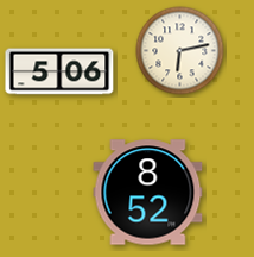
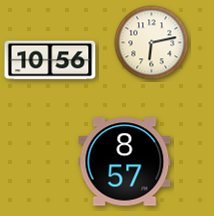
clock at (59, 71): 5:06 -> 10:56
clock at (148, 193): 8:52 -> 8:57
